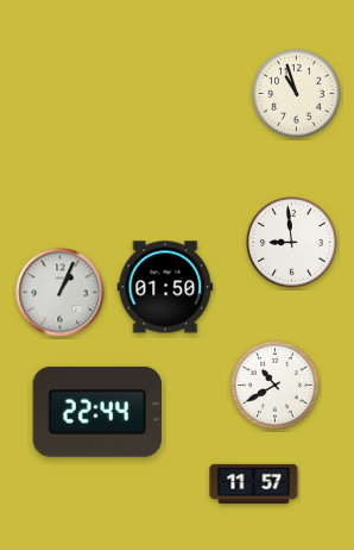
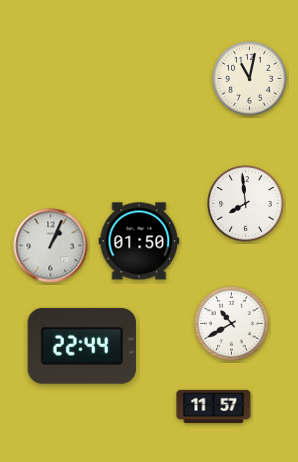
clock at (297, 94): 10:57 -> 11:02
clock at (292, 243): 8:59 -> 7:59
